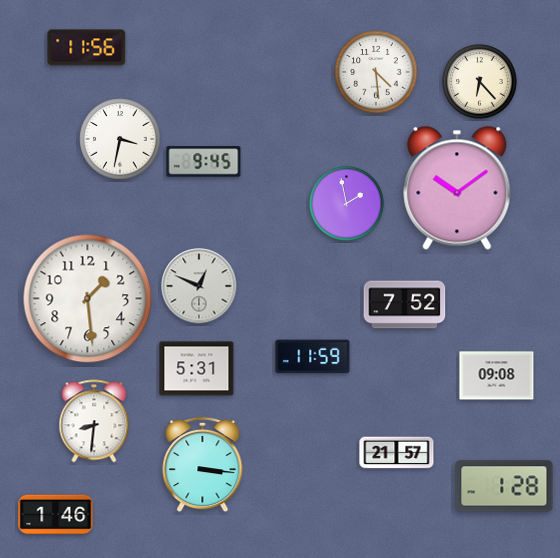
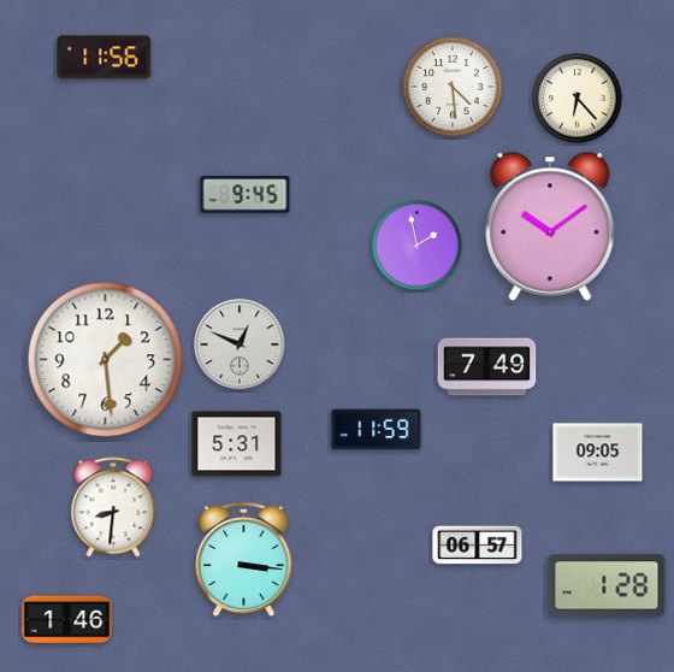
clock at (120, 139): 3:32 -> none
clock at (405, 305): 7:52 -> 7:49
clock at (497, 376): 09:08 -> 09:05
clock at (397, 453): 21:57 -> 06:57
